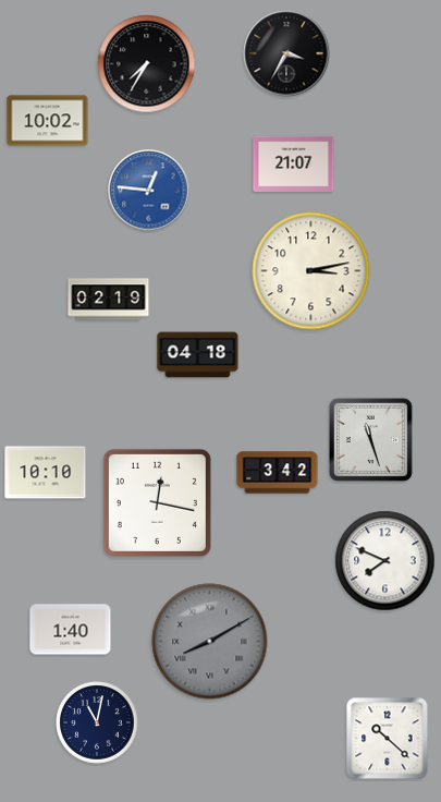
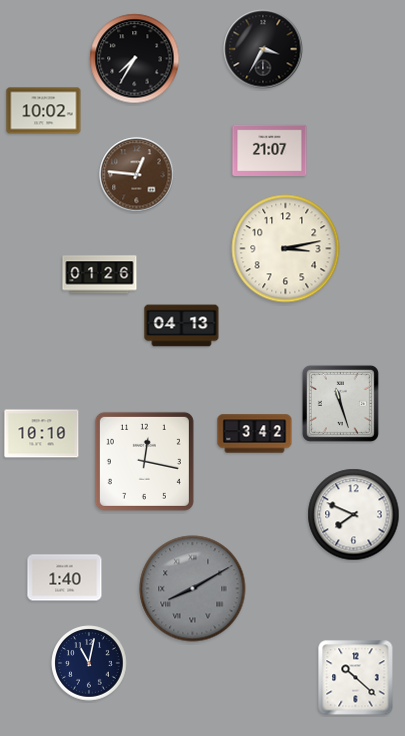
clock at (149, 191) dial: blue -> brown
clock at (109, 300): 02:19 -> 01:26
clock at (198, 355): 04:18 -> 04:13
